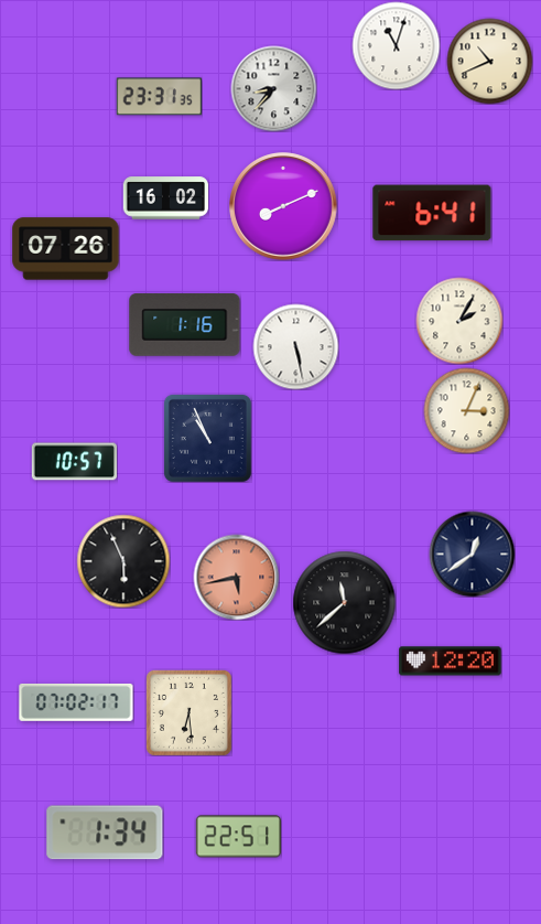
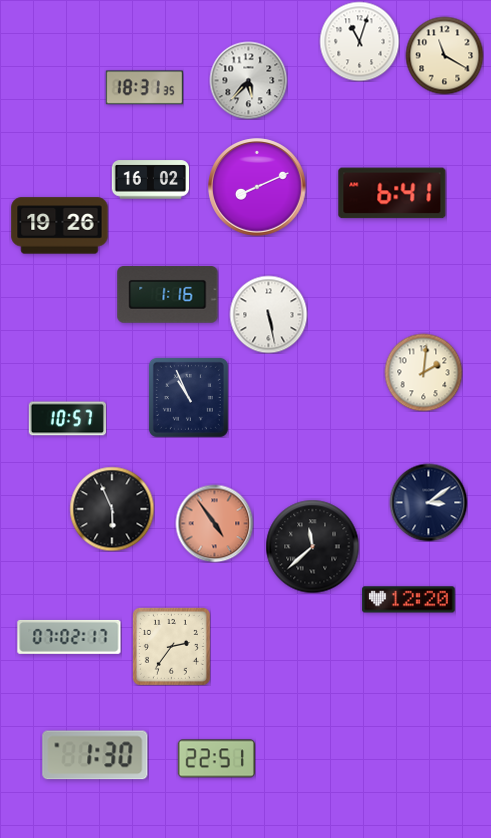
clock at (489, 61): 10:41 -> 11:20
clock at (273, 88): 8:37 -> 5:37
clock at (159, 97): 23:31 -> 18:31
clock at (66, 249): 07:26 -> 19:26
clock at (459, 321): 2:05 -> none
clock at (466, 410): 3:04 -> 2:01
clock at (472, 554): 12:39 -> 3:09
clock at (236, 577): 5:43 -> 4:54
clock at (188, 712): 6:29 -> 2:36
clock at (105, 832): 1:34 -> 1:30
